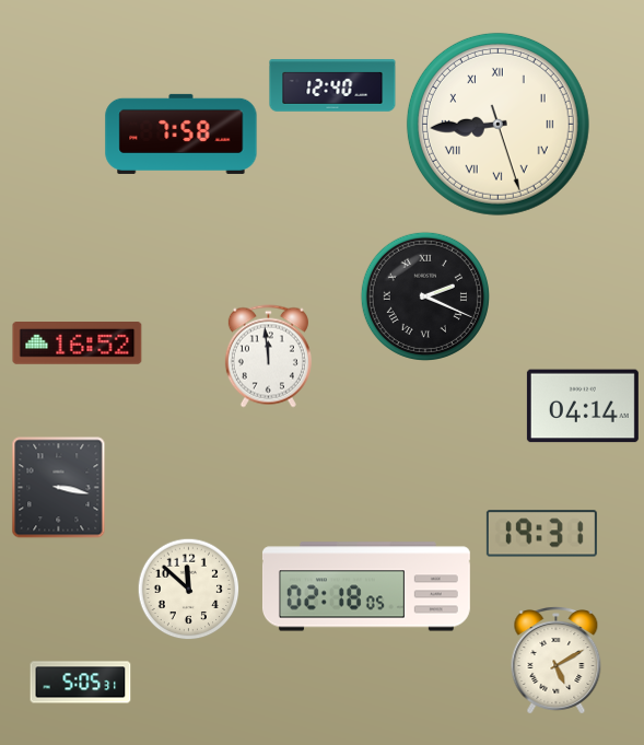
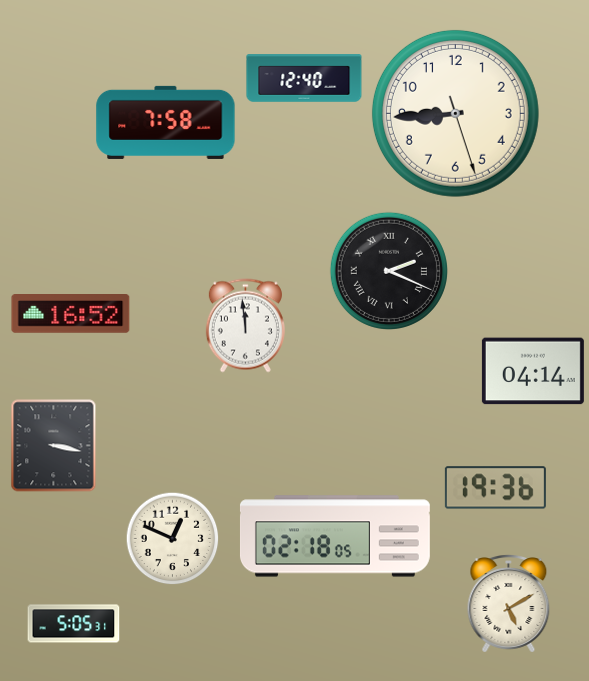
clock at (497, 124) numerals: Roman -> Arabic
clock at (541, 534): 19:31 -> 19:36
clock at (189, 590): 11:52 -> 12:49
